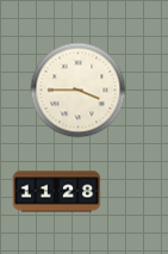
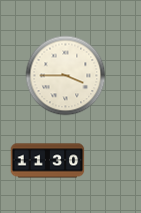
clock at (57, 192): 11:28 -> 11:30
